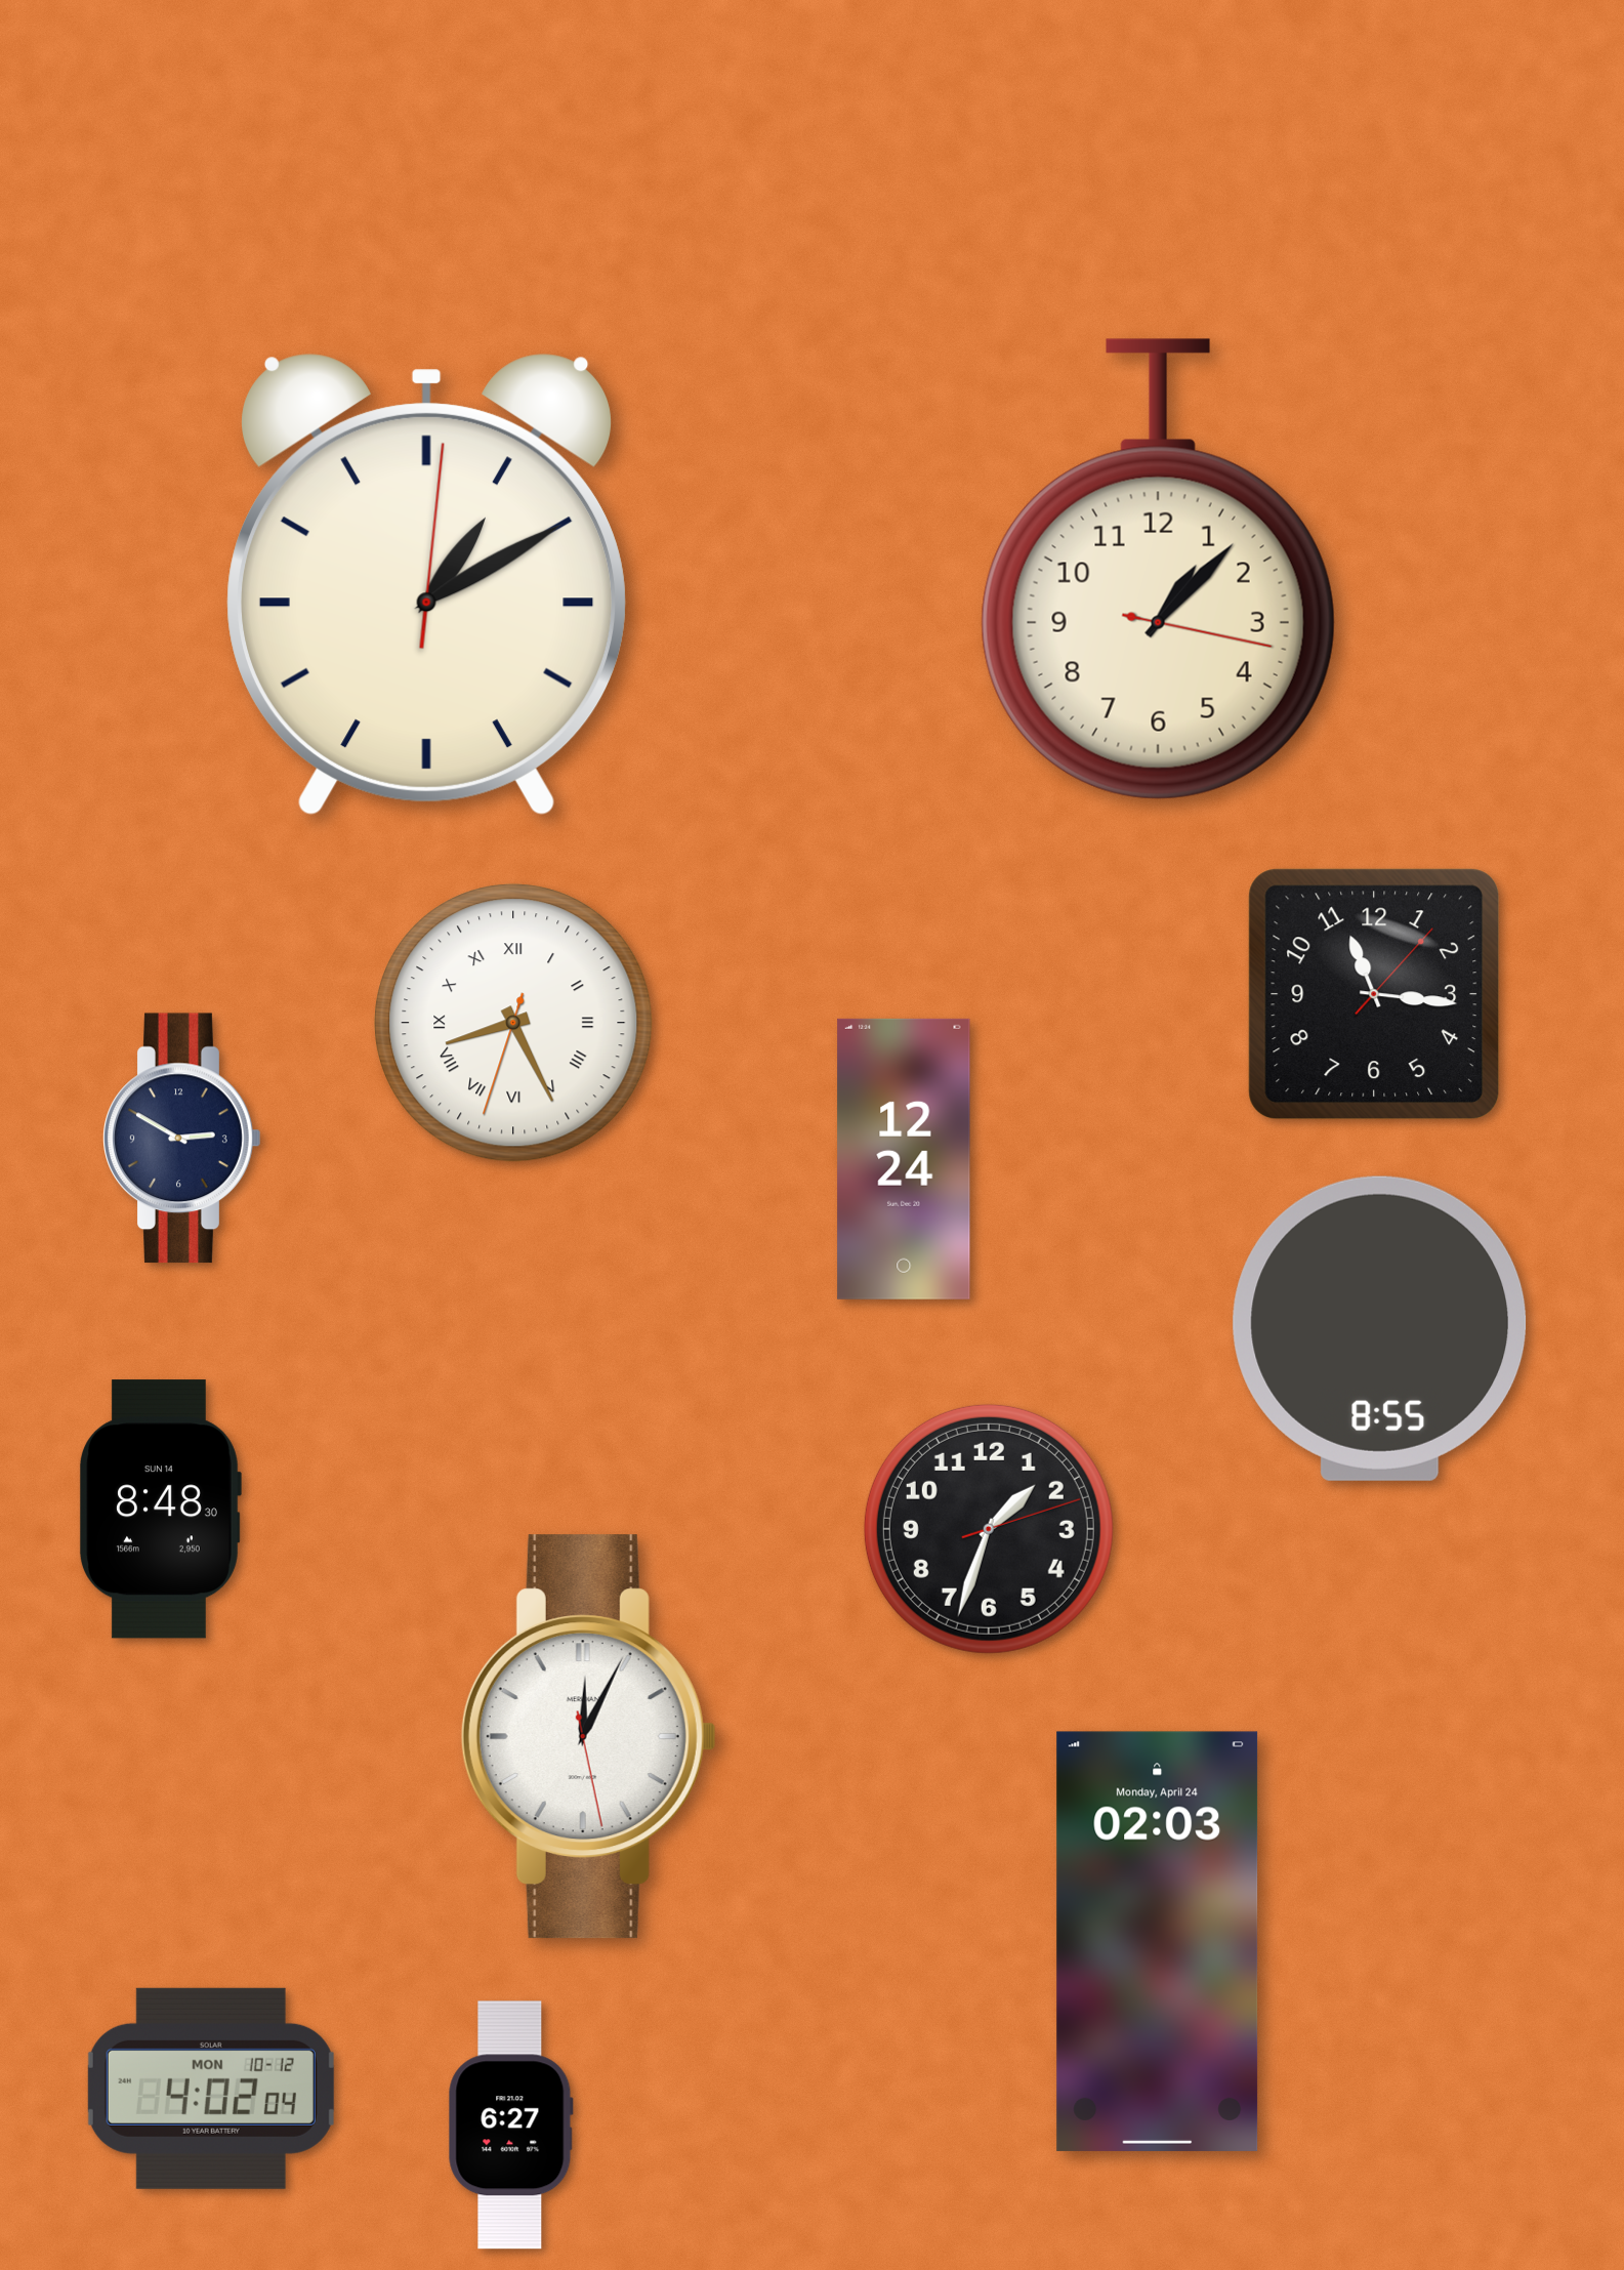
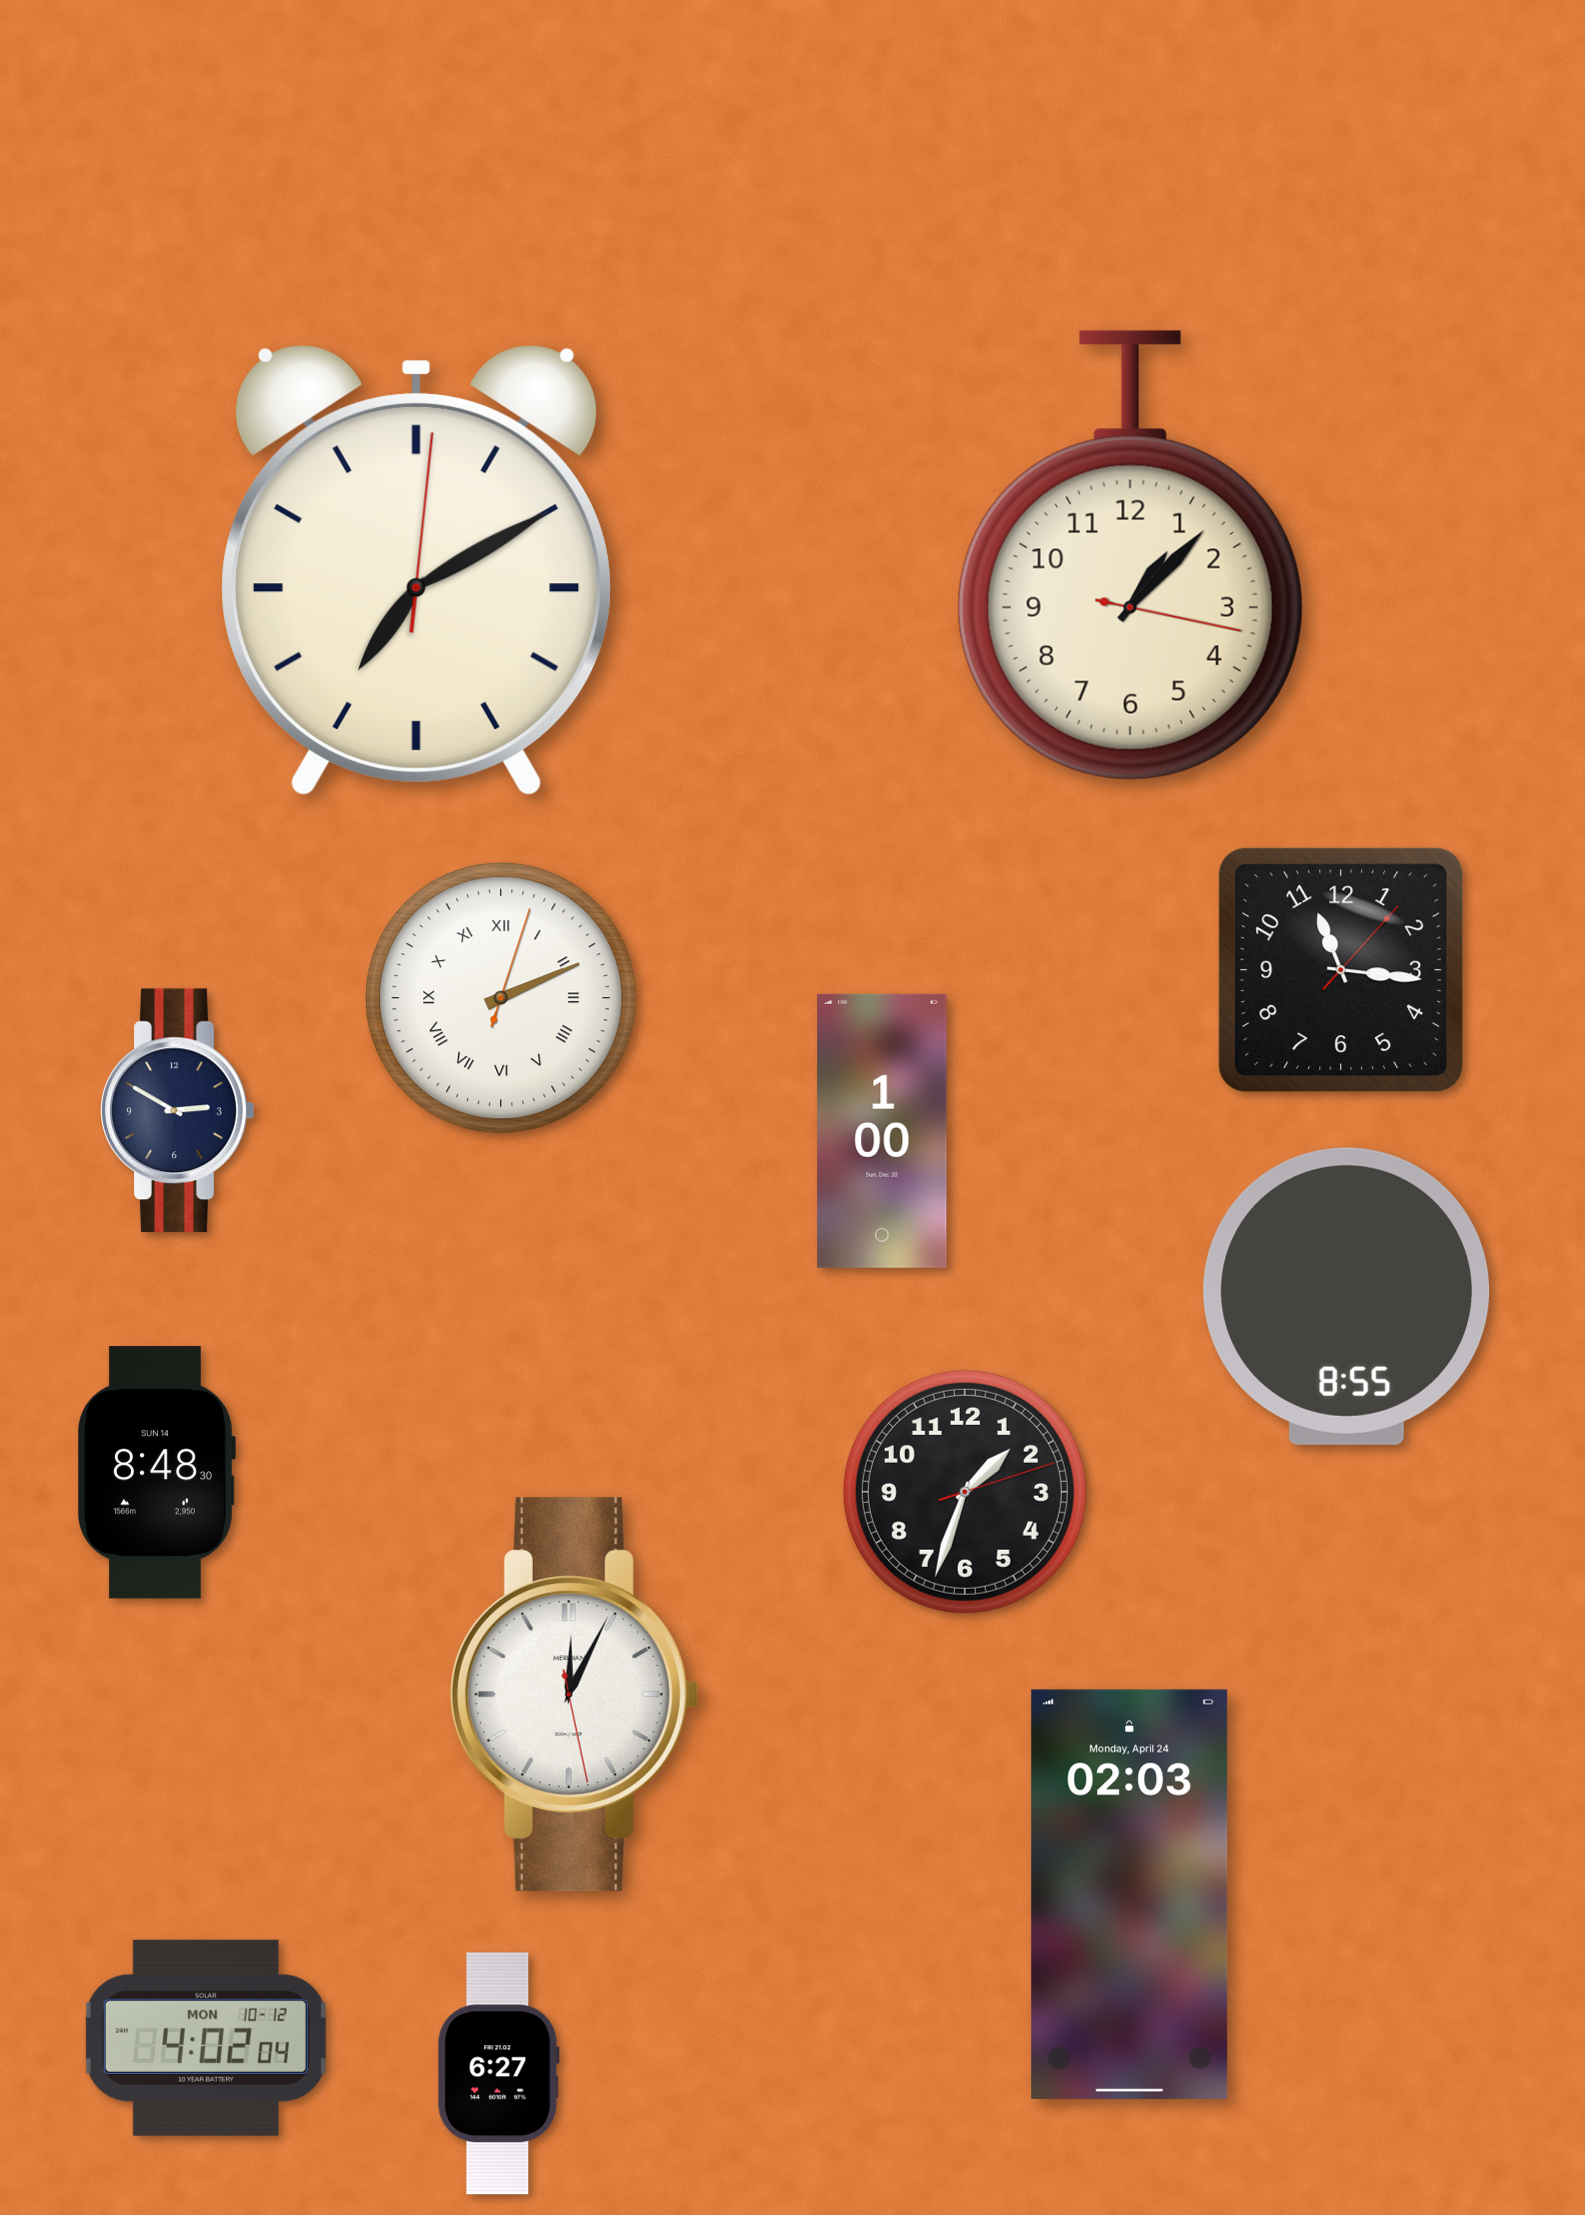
clock at (427, 585): 1:10 -> 7:10
clock at (513, 1023): 8:25 -> 2:11
clock at (904, 1159): 12:24 -> 1:00
